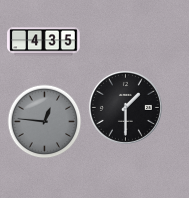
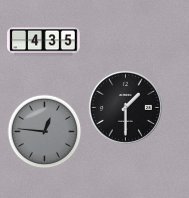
clock at (45, 122) position: (45, 122) -> (45, 132)
